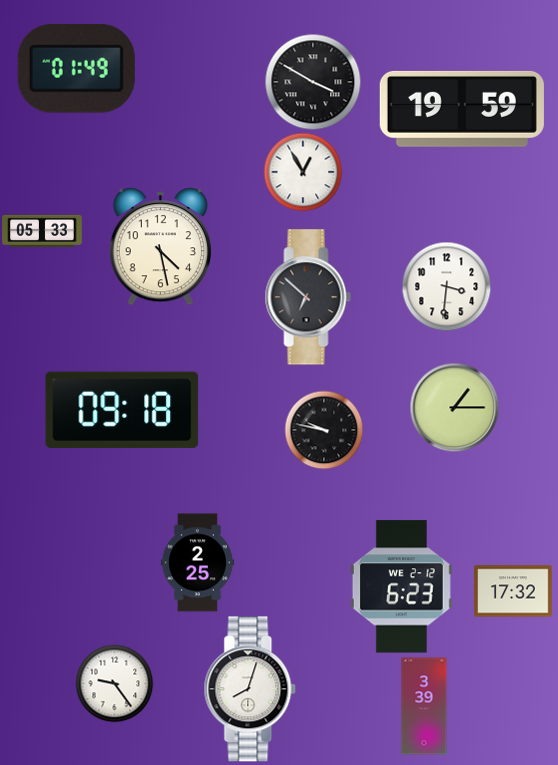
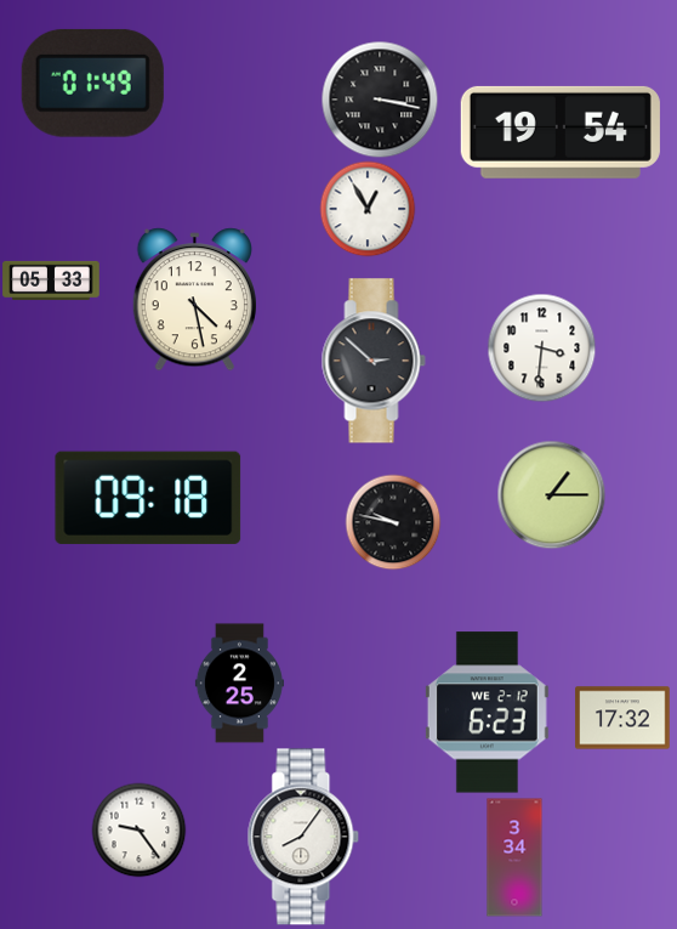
clock at (313, 82): 3:50 -> 3:17
clock at (462, 109): 19:59 -> 19:54
clock at (308, 297): 6:52 -> 2:52
clock at (250, 689): 8:03 -> 8:06
clock at (424, 706): 3:39 -> 3:34
